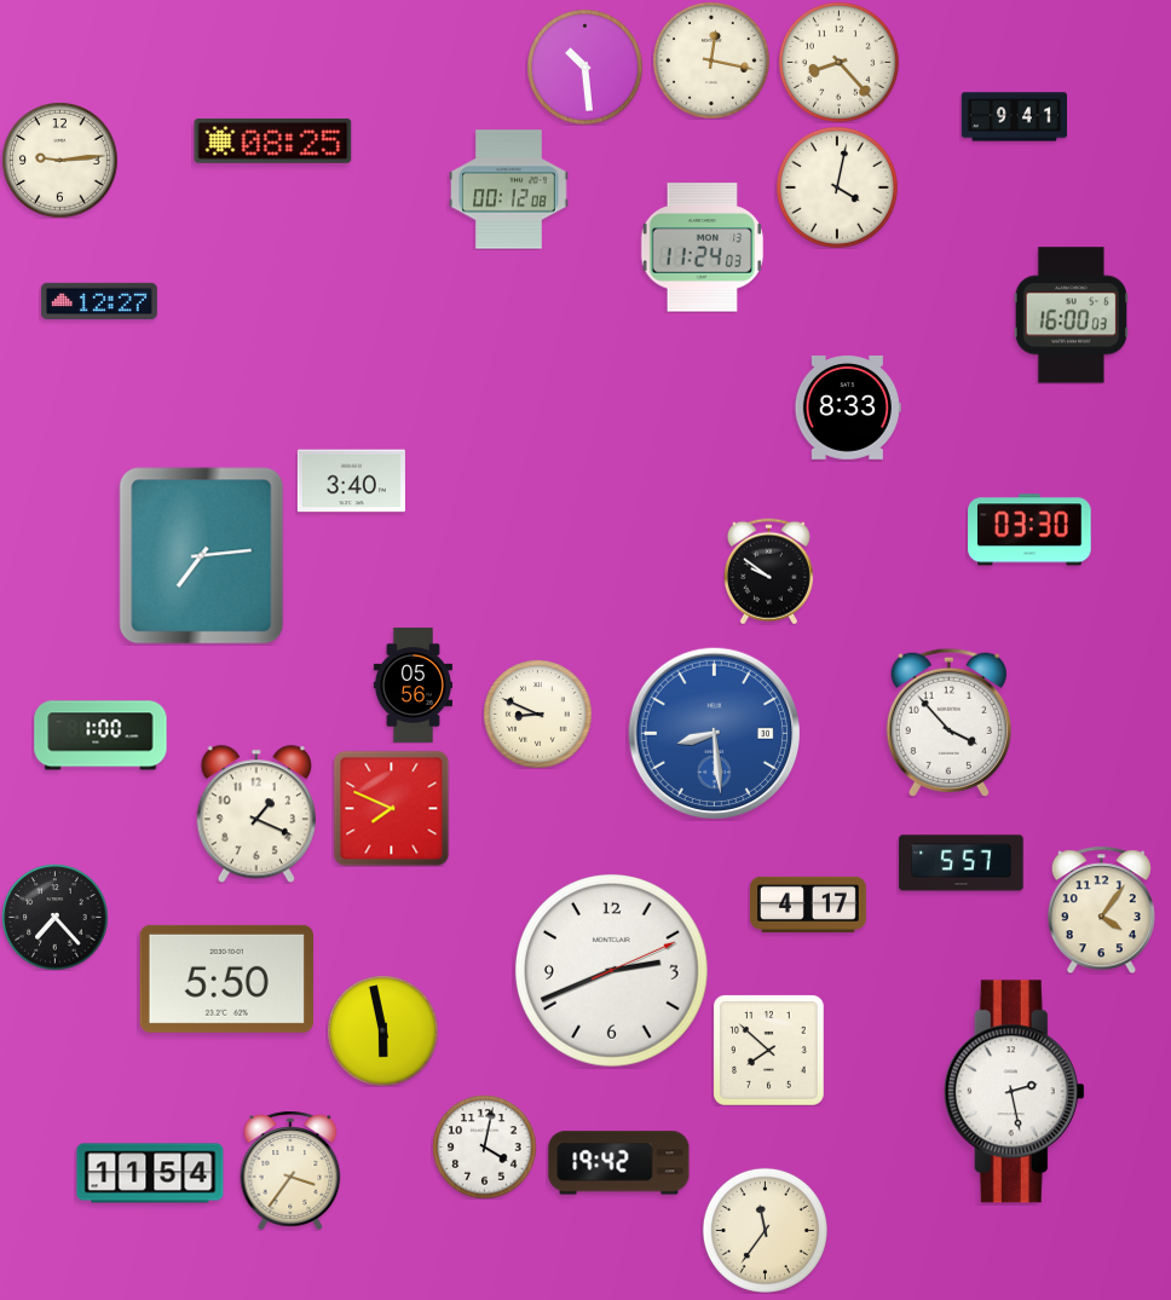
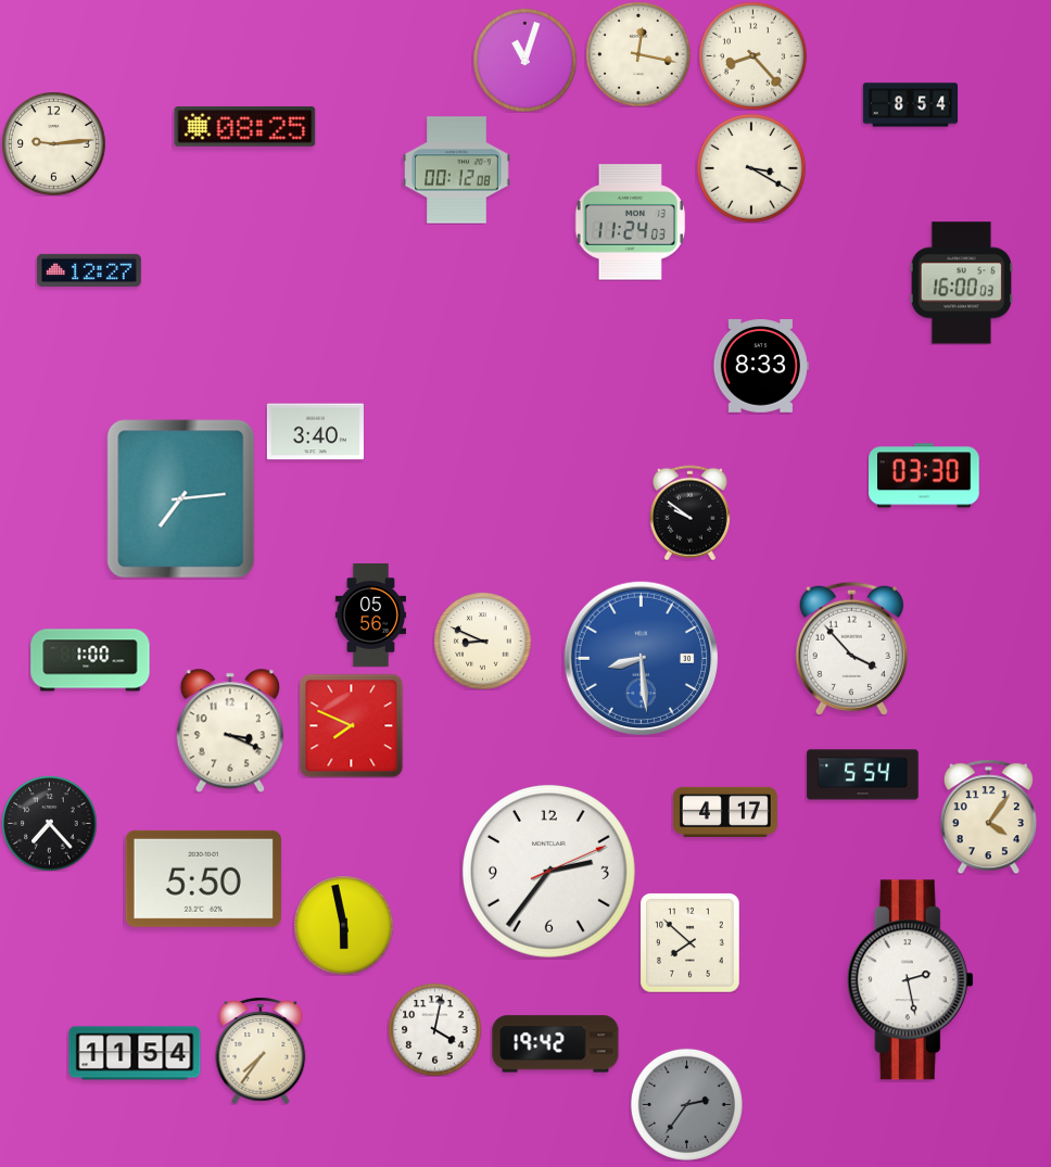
clock at (585, 68): 10:29 -> 11:03
clock at (1014, 117): 9:41 -> 8:54
clock at (837, 187): 4:02 -> 3:20
clock at (256, 814): 1:19 -> 3:19
clock at (962, 863): 5:57 -> 5:54
clock at (612, 971): 2:41 -> 2:36
clock at (290, 1171): 3:36 -> 7:36
clock at (765, 1230): 11:36 -> 2:36
clock at (765, 1230) dial: cream -> grey
